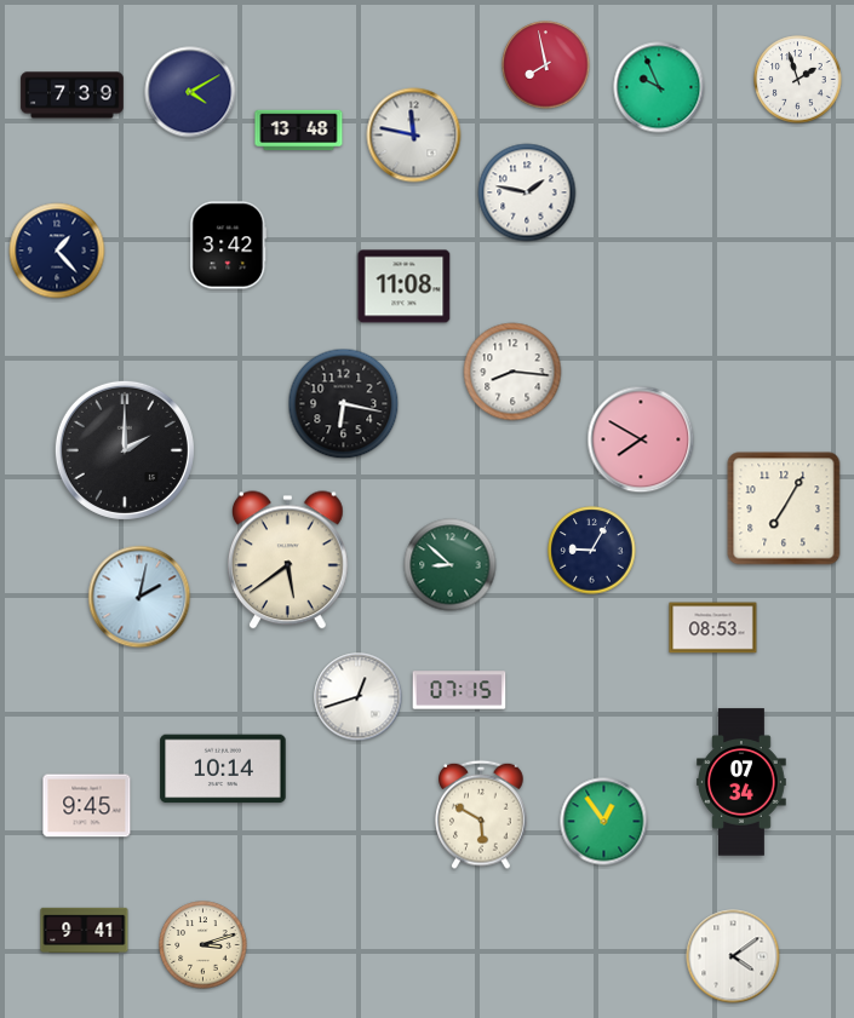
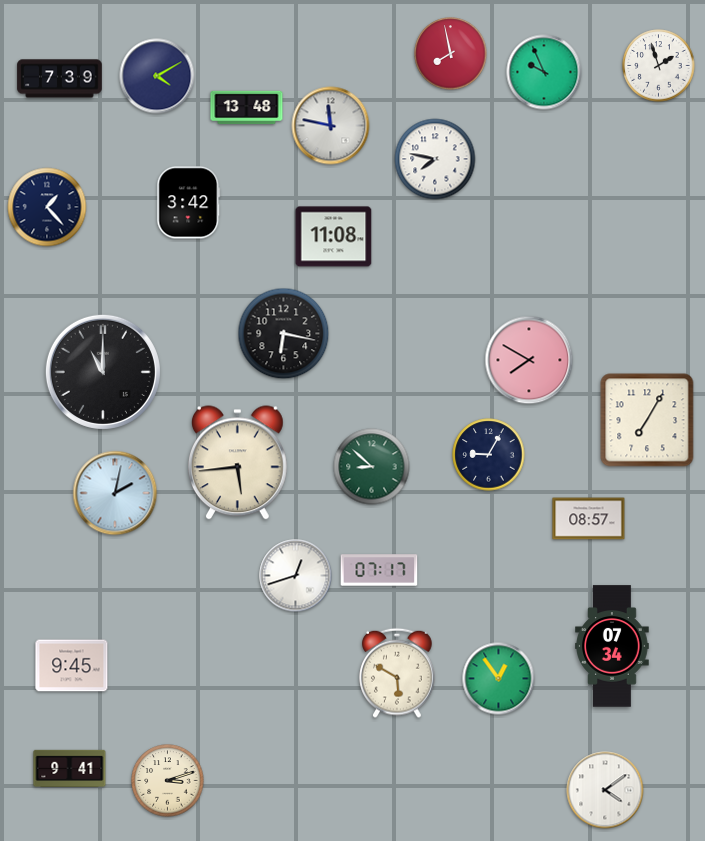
clock at (414, 136) position: (414, 136) -> (331, 126)
clock at (527, 192): 1:47 -> 7:47
clock at (512, 372): 8:16 -> none
clock at (641, 439) position: (641, 439) -> (529, 360)
clock at (125, 450): 2:00 -> 11:00
clock at (287, 560): 5:39 -> 5:44
clock at (713, 628): 08:53 -> 08:57
clock at (459, 690): 07:15 -> 07:17
clock at (223, 769): 10:14 -> none
